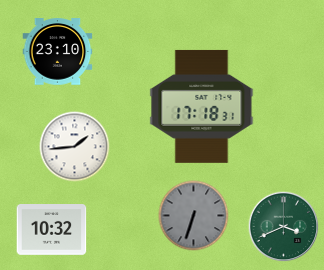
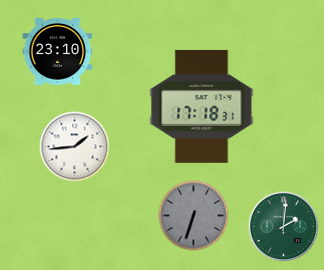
clock at (284, 227): 3:41 -> 2:01
clock at (52, 230): 10:32 -> none
